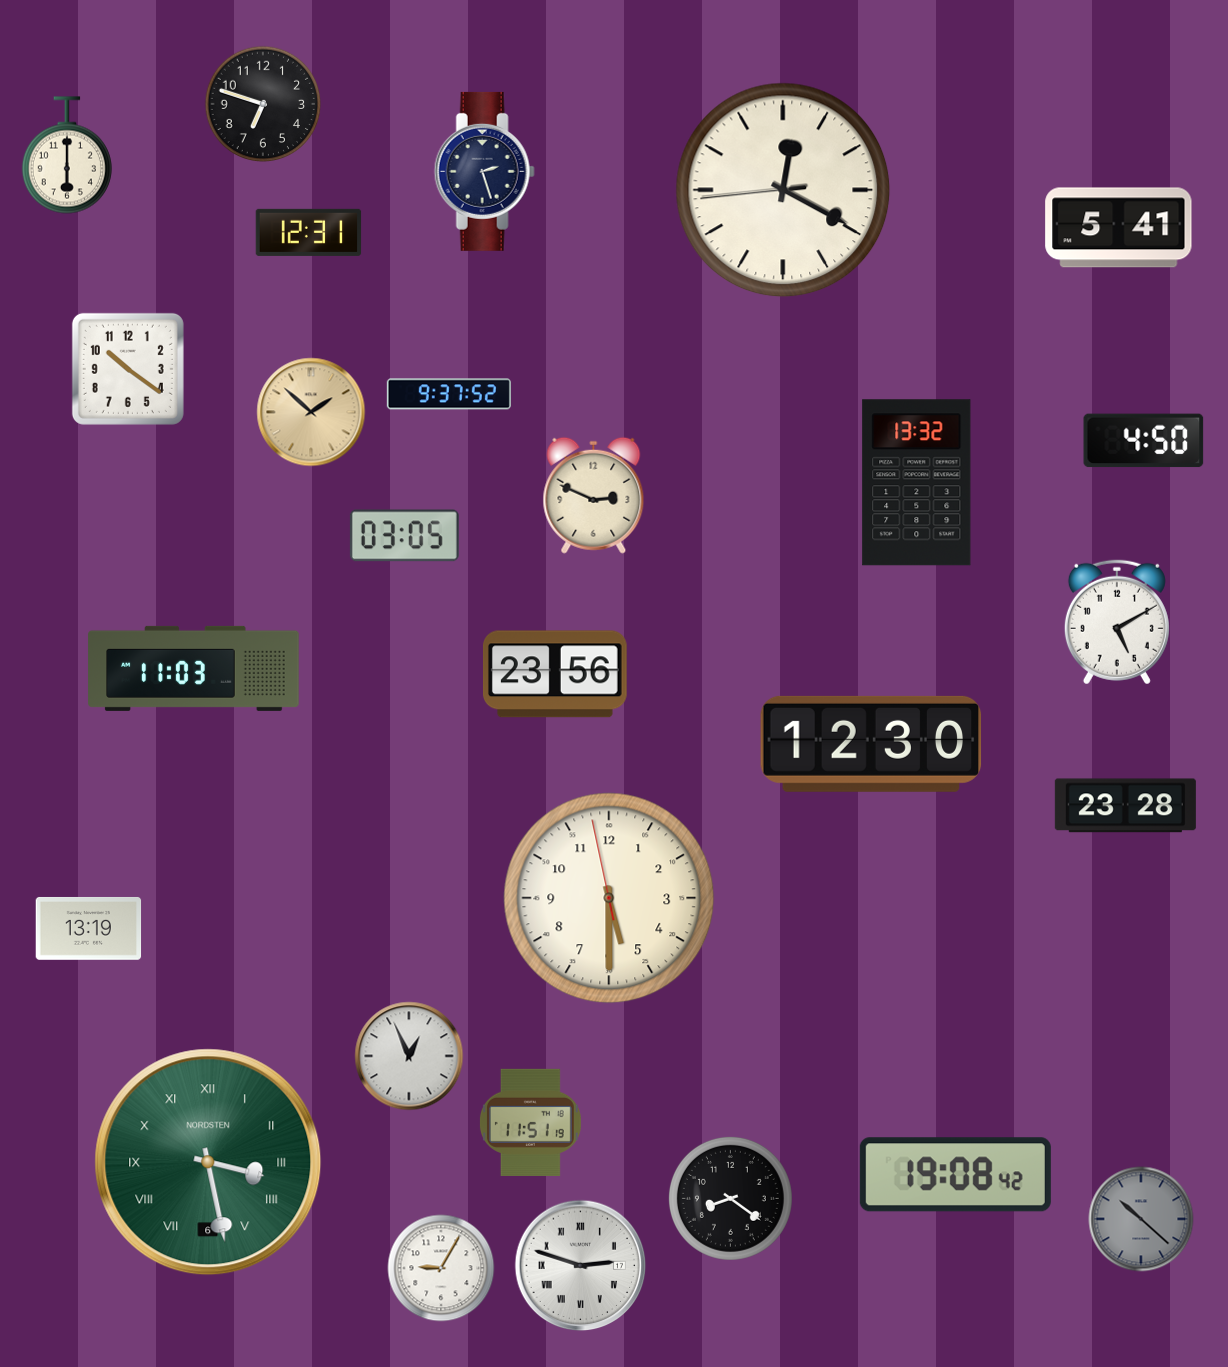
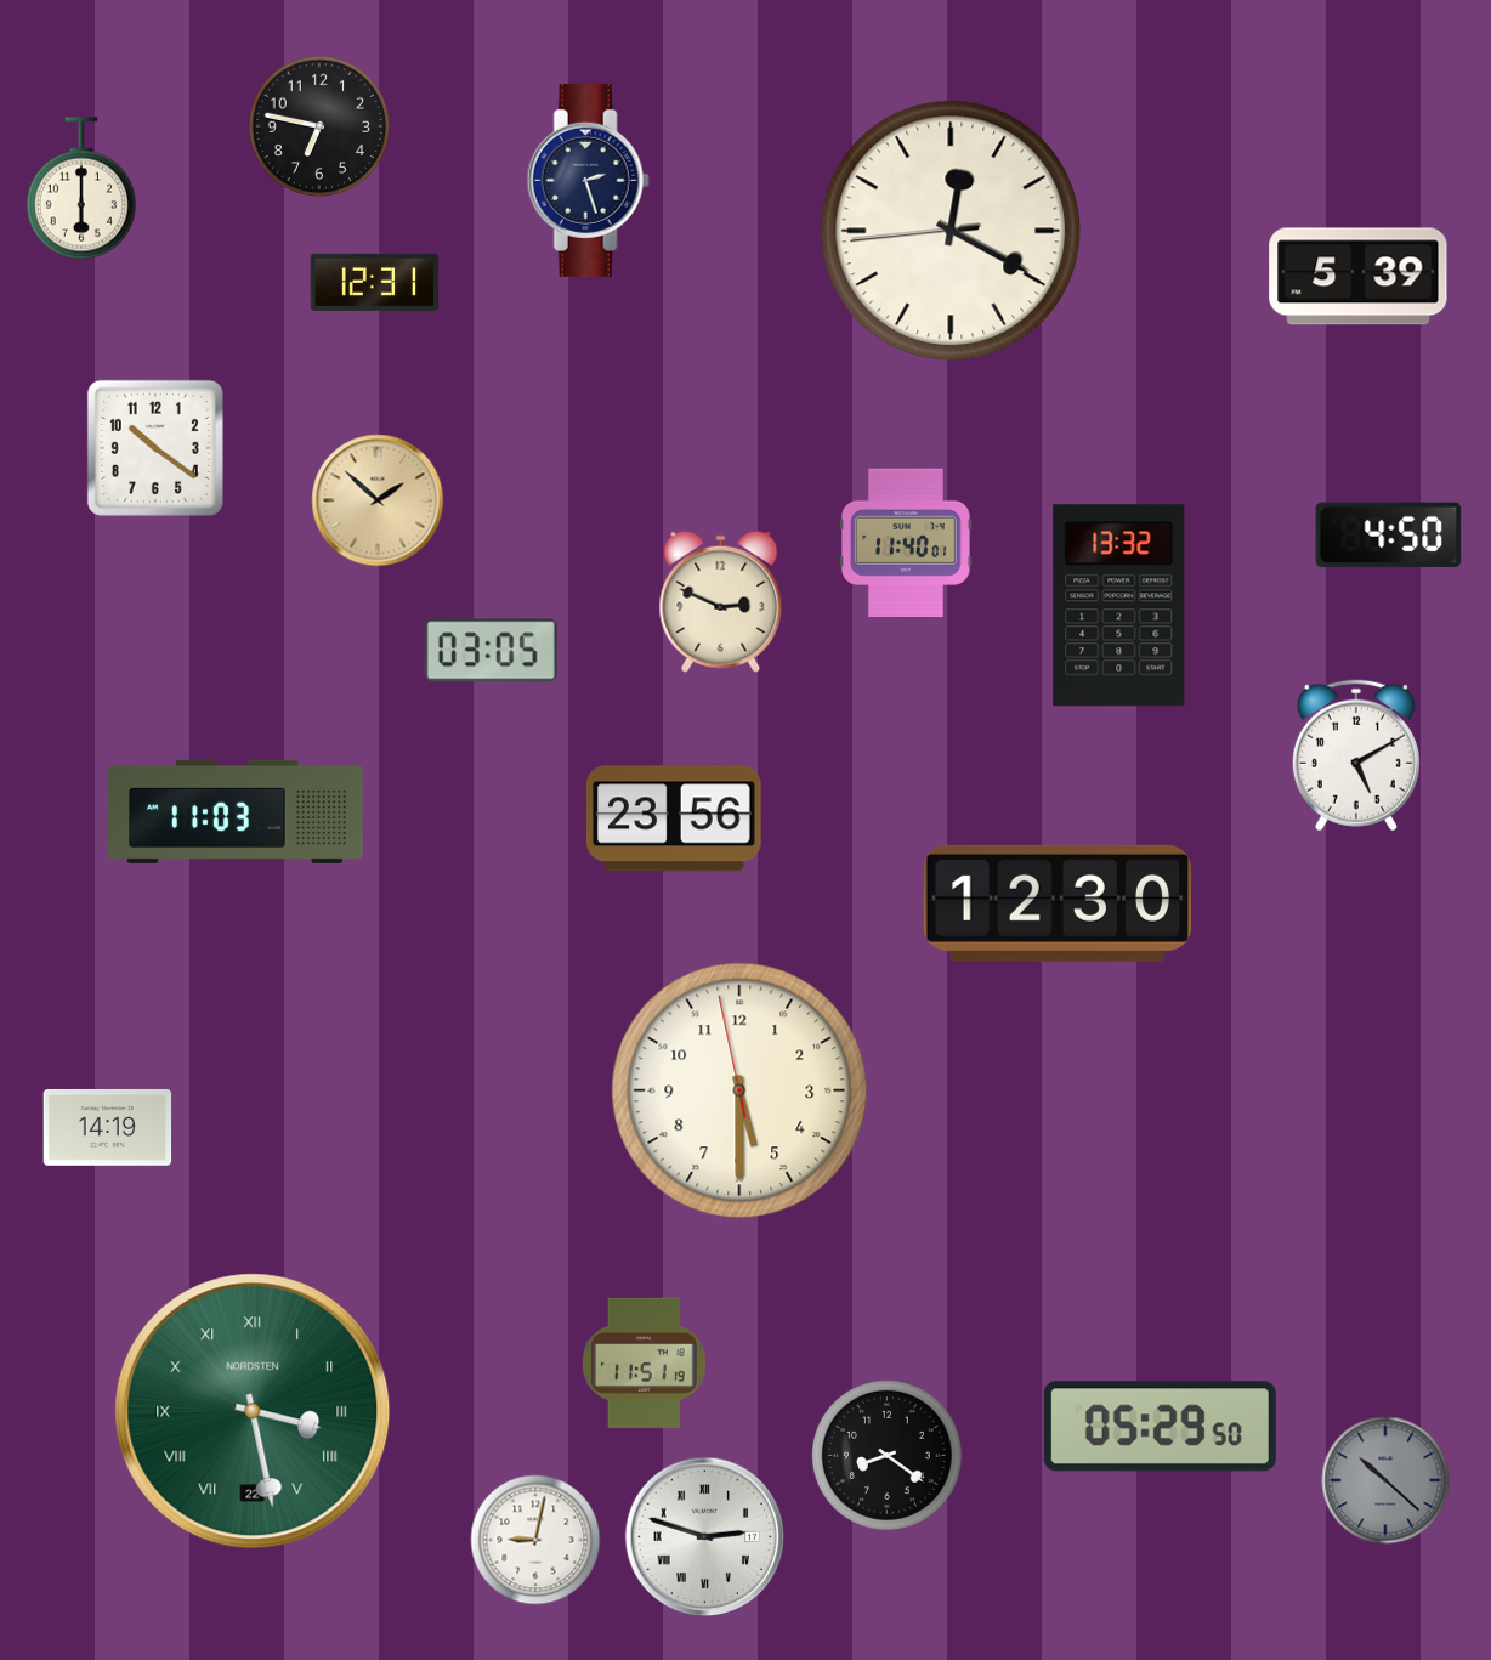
clock at (263, 104): 6:48 -> 6:47
clock at (484, 171) position: (484, 171) -> (588, 180)
clock at (1119, 228): 5:41 -> 5:39
clock at (449, 394): 9:37 -> none
clock at (907, 542): none -> 11:40
clock at (917, 483) position: (917, 483) -> (1119, 606)
clock at (1125, 806): 23:28 -> none
clock at (89, 928): 13:19 -> 14:19
clock at (409, 1056): 12:56 -> none
clock at (208, 1162) date: 6 -> 22
clock at (955, 1175): 19:08 -> 05:29
clock at (441, 1268): 9:05 -> 9:02
